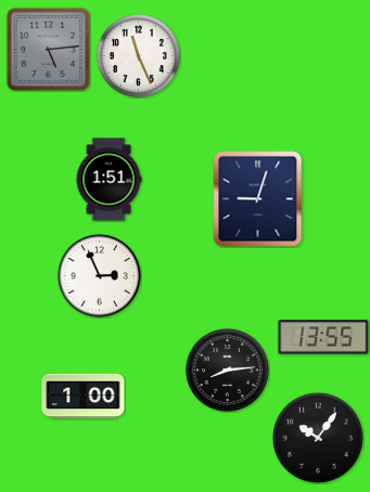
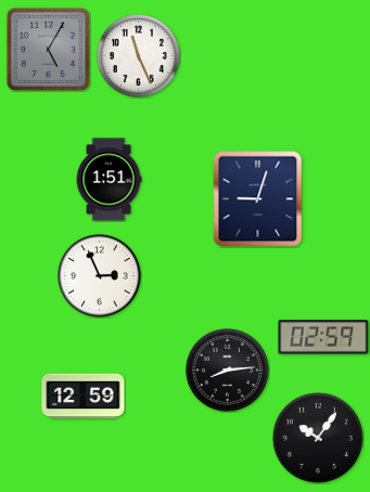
clock at (48, 49): 5:14 -> 5:05
clock at (323, 337): 13:55 -> 02:59
clock at (84, 397): 1:00 -> 12:59
